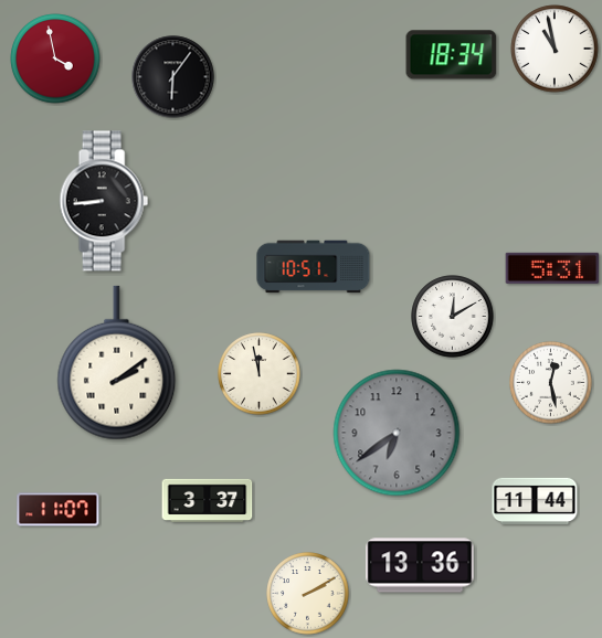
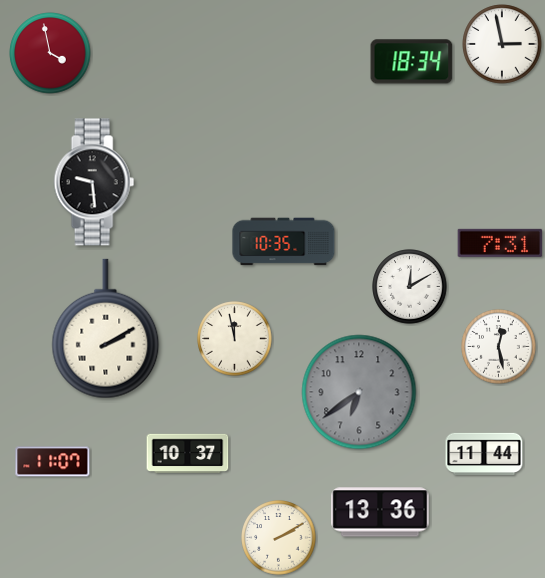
clock at (555, 49): 10:58 -> 2:58
clock at (452, 55) position: (452, 55) -> (412, 62)
clock at (173, 77): 6:06 -> none
clock at (104, 201): 8:44 -> 9:29
clock at (314, 267): 10:51 -> 10:35
clock at (552, 268): 5:31 -> 7:31
clock at (117, 363): 2:09 -> 2:10
clock at (208, 501): 3:37 -> 10:37
